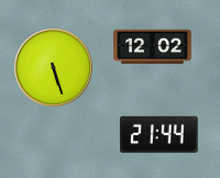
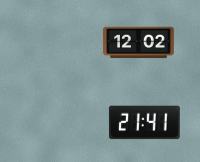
clock at (54, 68): 5:27 -> none
clock at (159, 135): 21:44 -> 21:41
